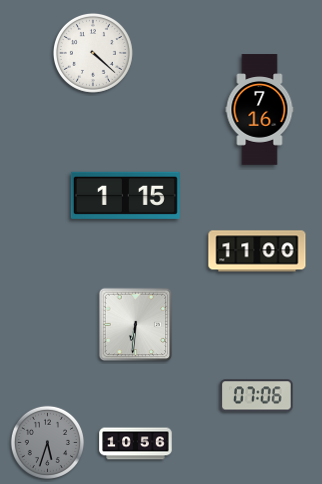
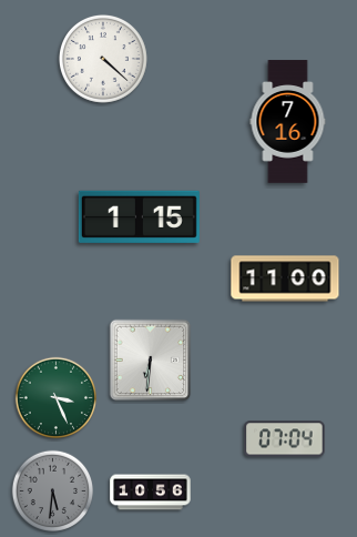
clock at (55, 397): none -> 3:26
clock at (257, 396): 07:06 -> 07:04
clock at (47, 442): 5:33 -> 5:31
